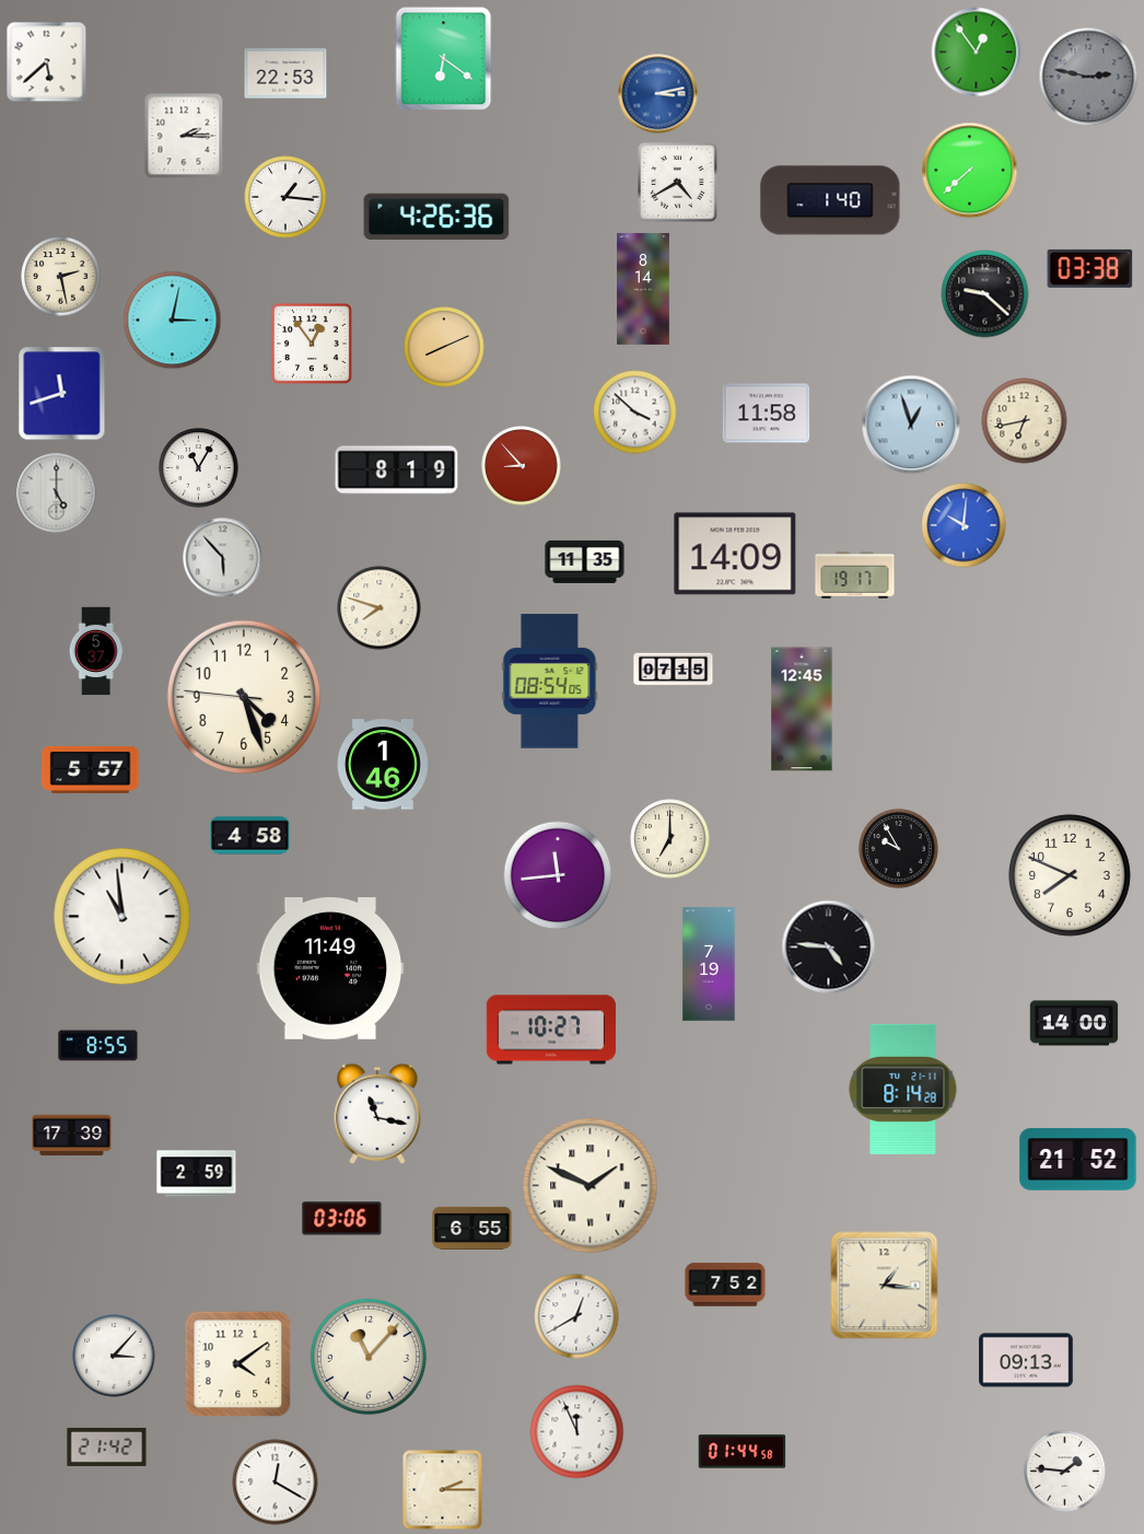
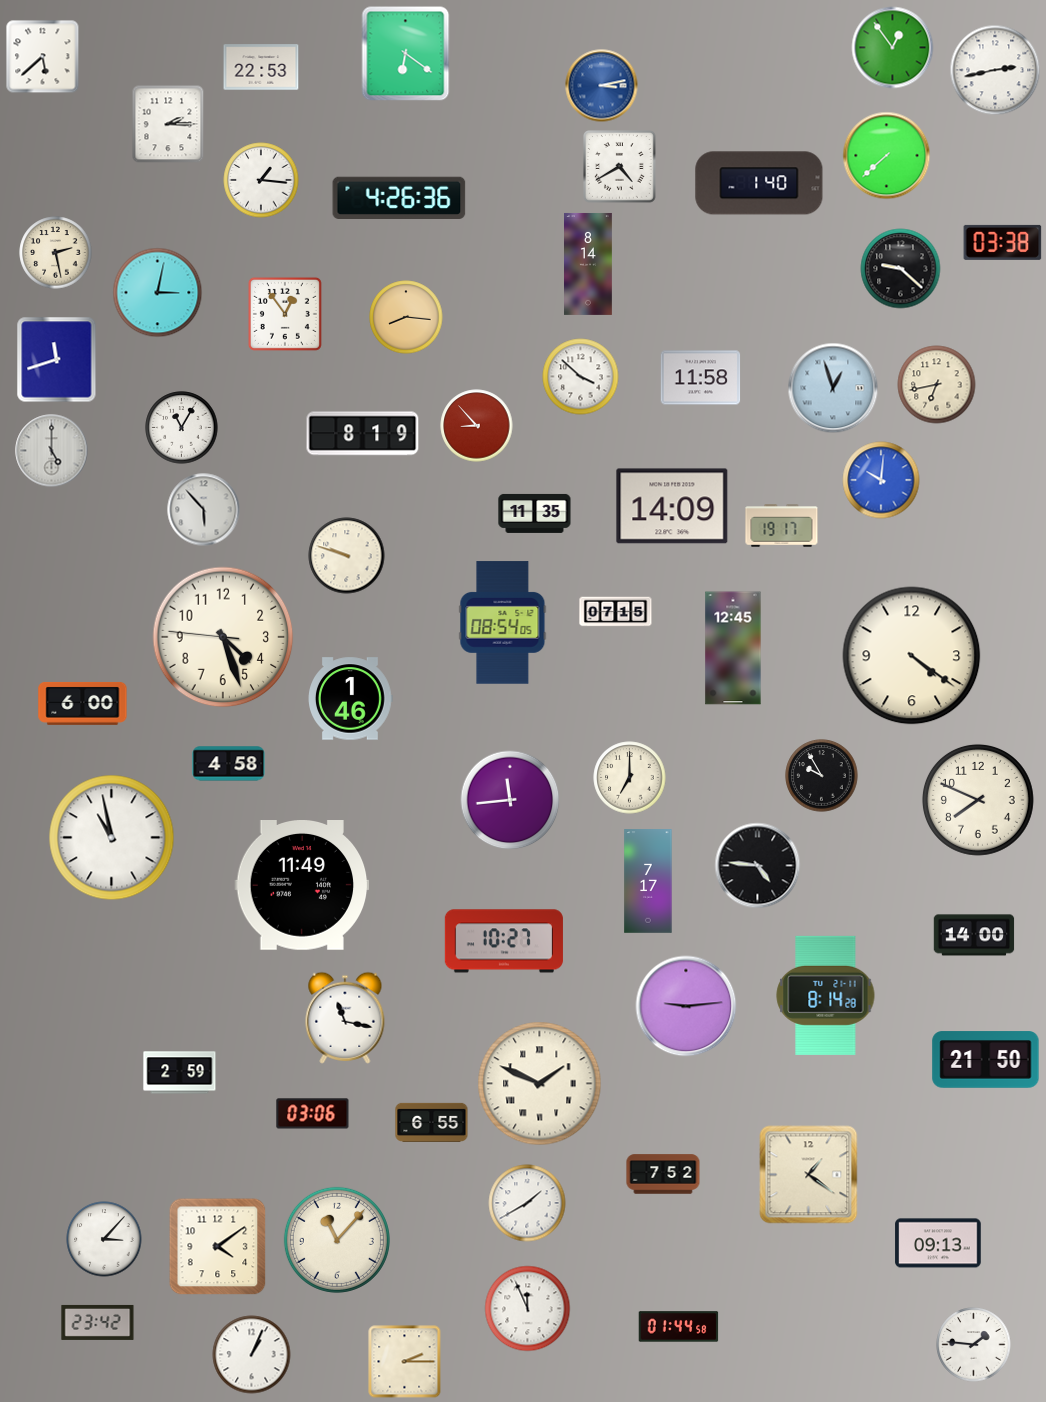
clock at (1088, 77): 2:47 -> 2:43
clock at (1088, 77) dial: grey -> white
clock at (1090, 268) position: (1090, 268) -> (1003, 242)
clock at (444, 347): 8:11 -> 8:16
clock at (397, 470) position: (397, 470) -> (363, 434)
clock at (380, 608): 7:48 -> 9:48
clock at (96, 651): 5:37 -> none
clock at (912, 656): none -> 4:21
clock at (91, 769): 5:57 -> 6:00
clock at (670, 839) position: (670, 839) -> (630, 778)
clock at (122, 917): 10:59 -> 10:58
clock at (709, 964): 7:19 -> 7:17
clock at (1074, 1023) position: (1074, 1023) -> (974, 935)
clock at (98, 1046): 8:55 -> none
clock at (686, 1006): none -> 9:14
clock at (72, 1136): 17:39 -> none
clock at (1078, 1160): 21:52 -> 21:50
clock at (885, 1286): 1:16 -> 1:21
clock at (576, 1316): 12:40 -> 1:40
clock at (107, 1446): 21:42 -> 23:42
clock at (276, 1483): 12:20 -> 1:04
